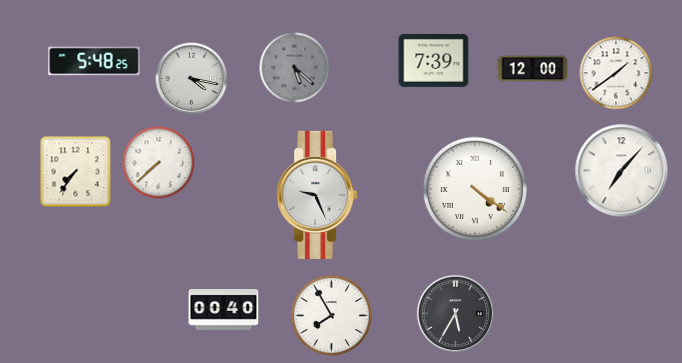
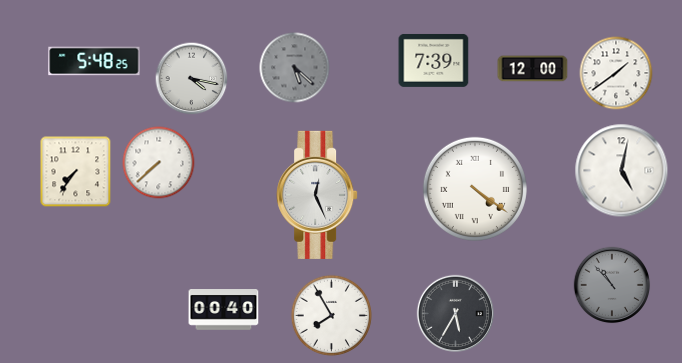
clock at (622, 171): 7:07 -> 5:02
clock at (317, 195): 9:26 -> 12:26
clock at (612, 285): none -> 10:53
